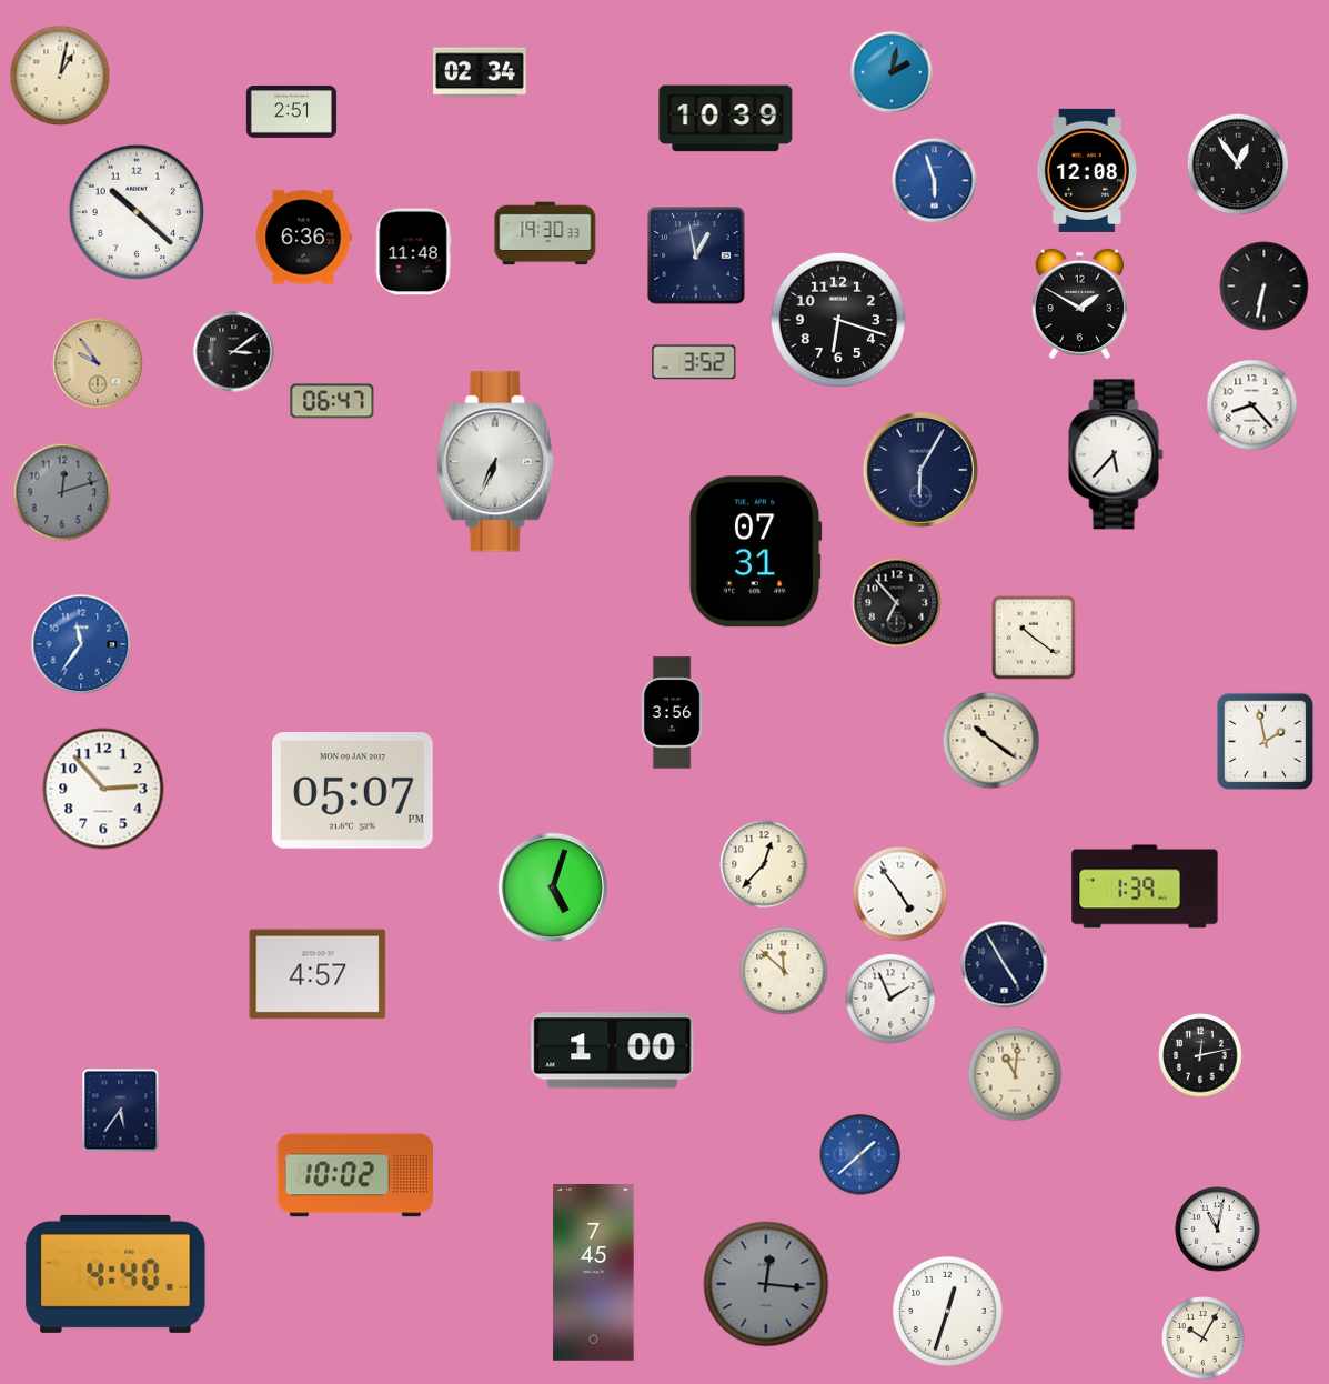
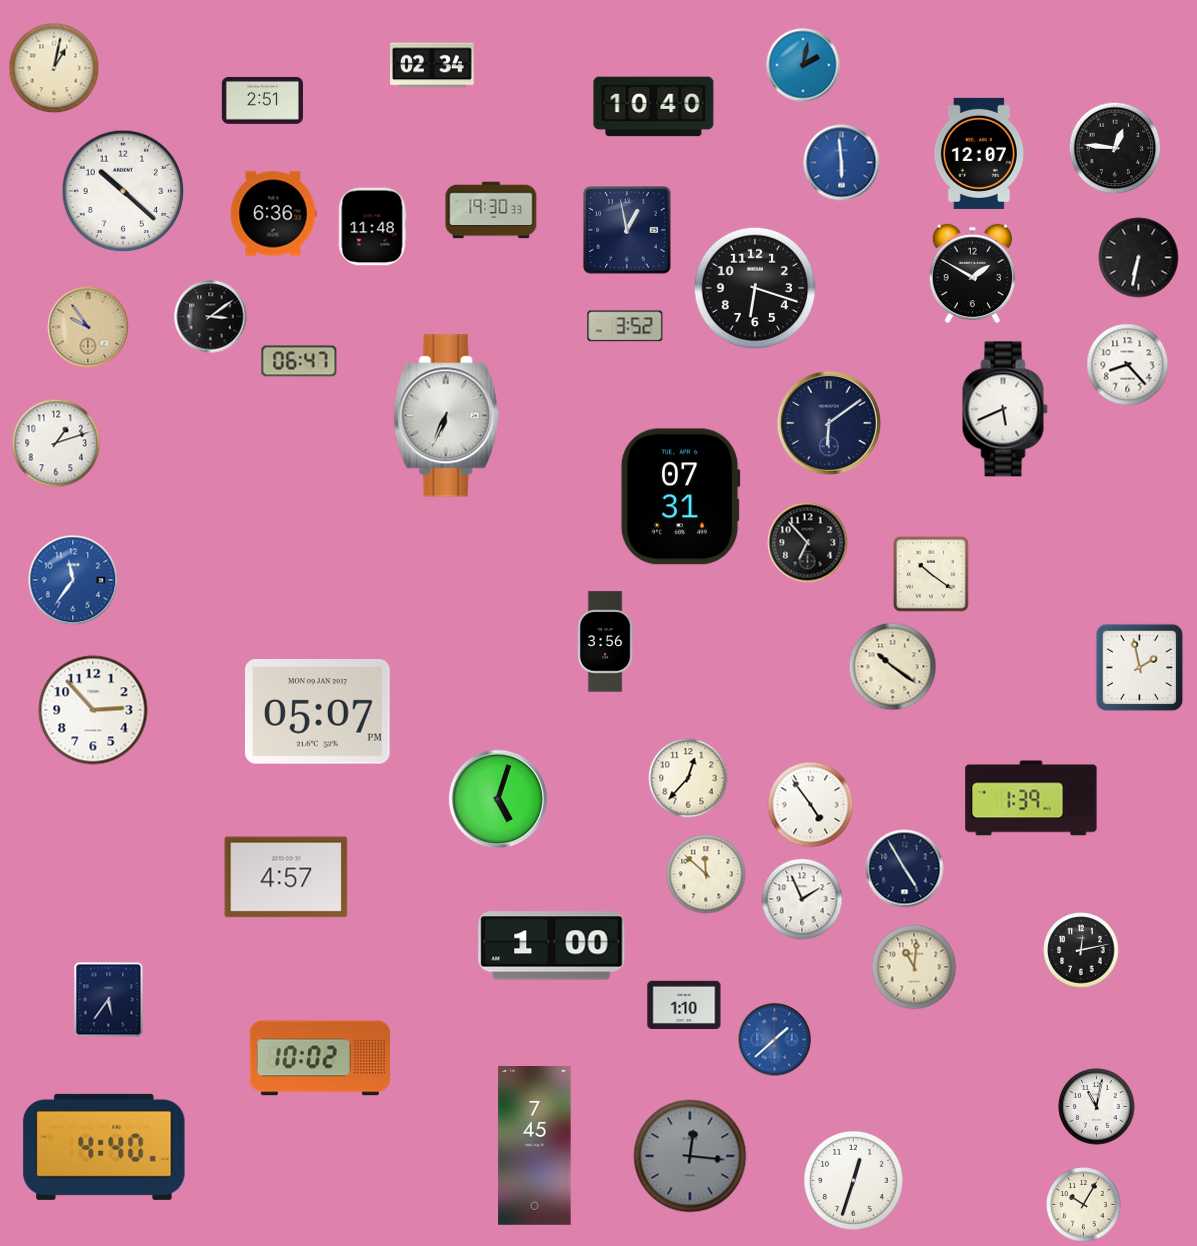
clock at (726, 119): 10:39 -> 10:40
clock at (1238, 164): 12:54 -> 12:46
clock at (1087, 170): 12:08 -> 12:07
clock at (935, 181): 5:57 -> 5:59
clock at (1116, 454): 5:37 -> 5:41
clock at (920, 470): 6:05 -> 6:09
clock at (62, 492): 12:12 -> 1:12
clock at (62, 492) dial: grey -> white
clock at (684, 1004): none -> 1:10
